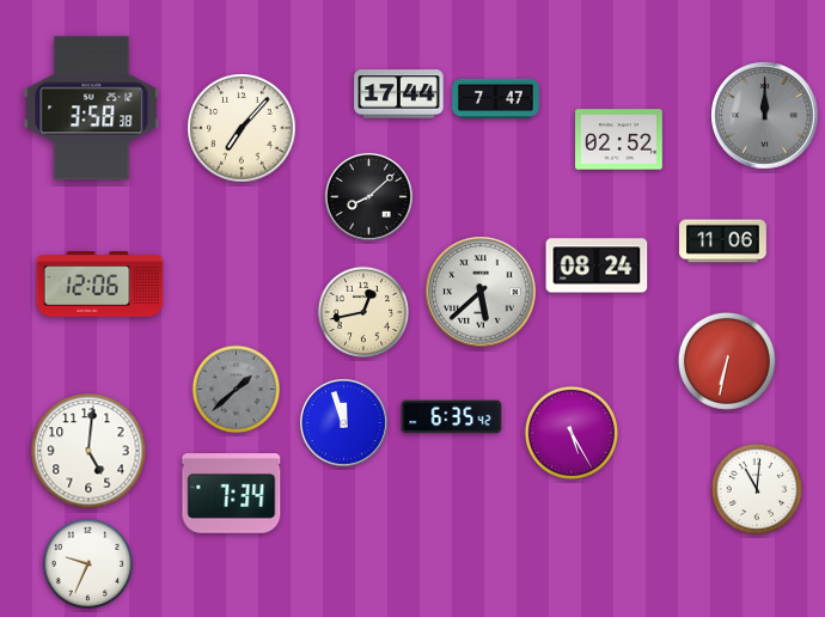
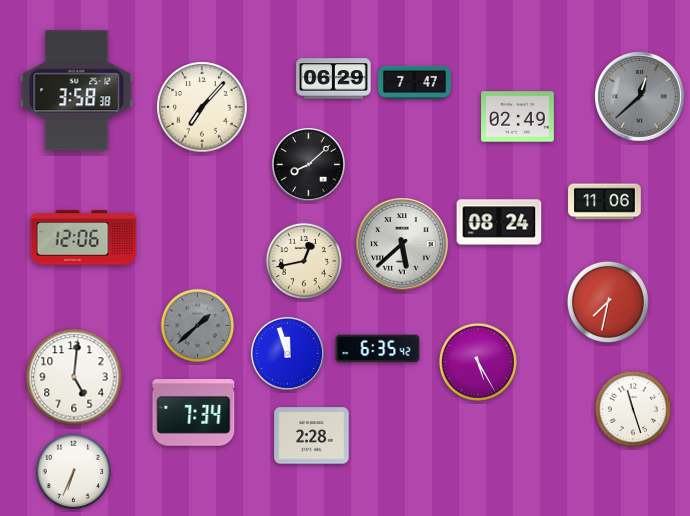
clock at (399, 94): 17:44 -> 06:29
clock at (765, 116): 12:00 -> 12:38
clock at (619, 140): 02:52 -> 02:49
clock at (727, 361): 6:32 -> 7:32
clock at (757, 489): 11:01 -> 11:27
clock at (312, 436): none -> 2:28
clock at (88, 564): 9:34 -> 6:34
